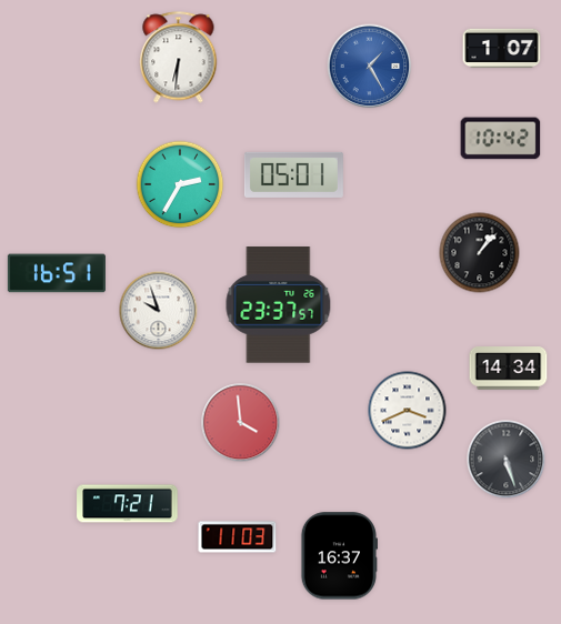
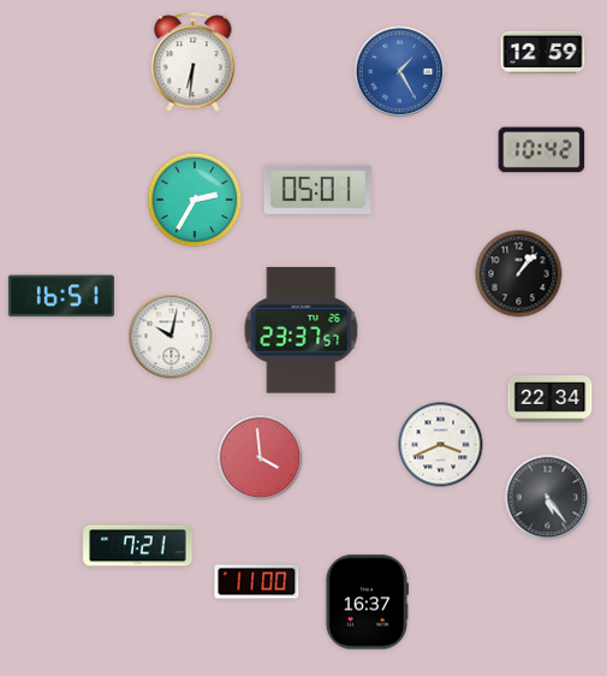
clock at (502, 49): 1:07 -> 12:59
clock at (159, 311): 9:57 -> 10:02
clock at (509, 369): 14:34 -> 22:34
clock at (507, 460): 5:27 -> 5:24
clock at (238, 537): 11:03 -> 11:00
